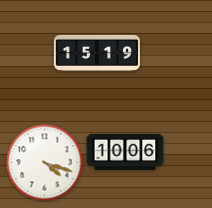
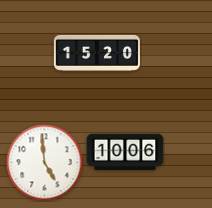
clock at (97, 53): 15:19 -> 15:20
clock at (45, 163): 4:18 -> 4:59
